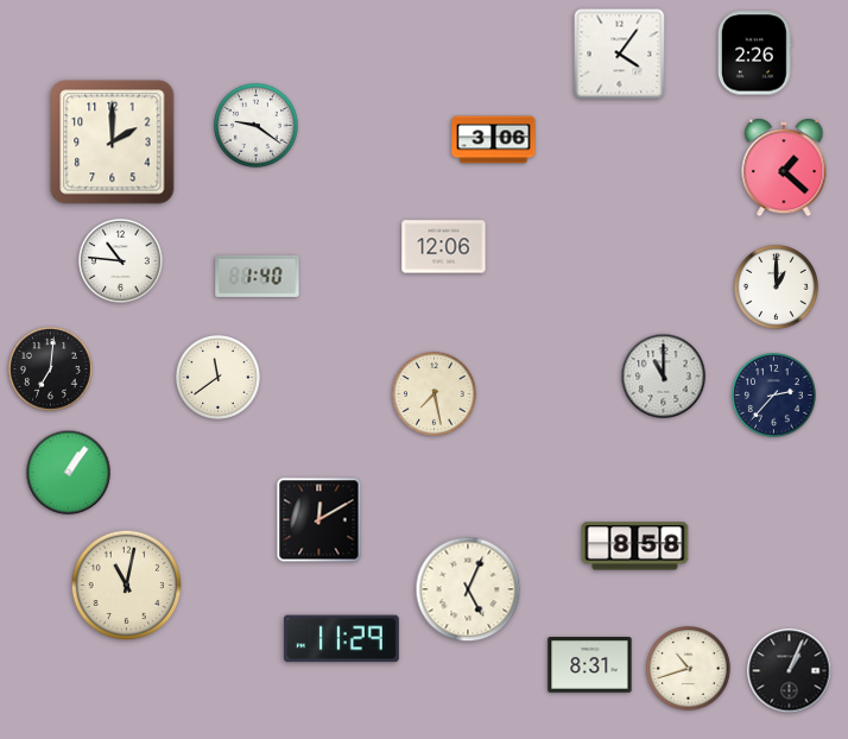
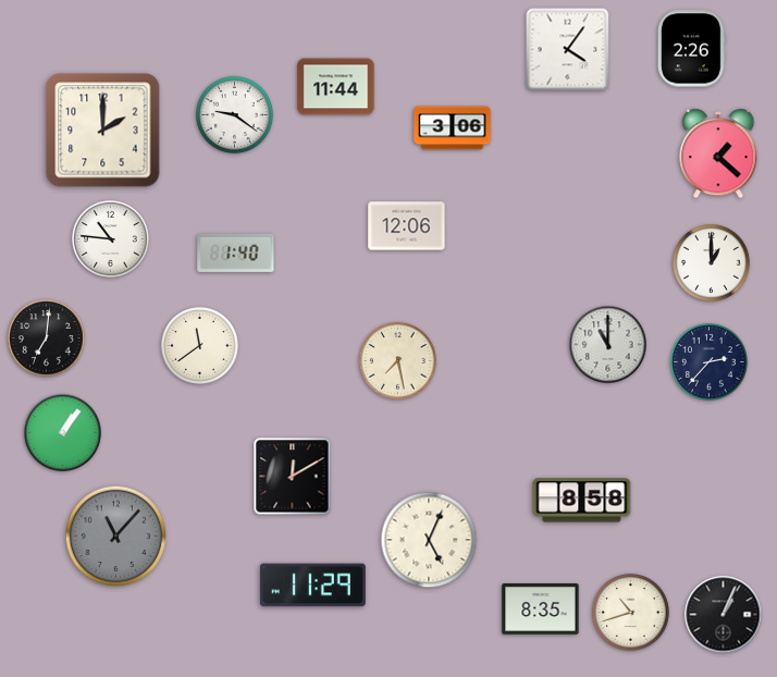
clock at (336, 87): none -> 11:44
clock at (127, 586): 11:02 -> 11:07
clock at (127, 586) dial: cream -> grey
clock at (590, 665): 8:31 -> 8:35
